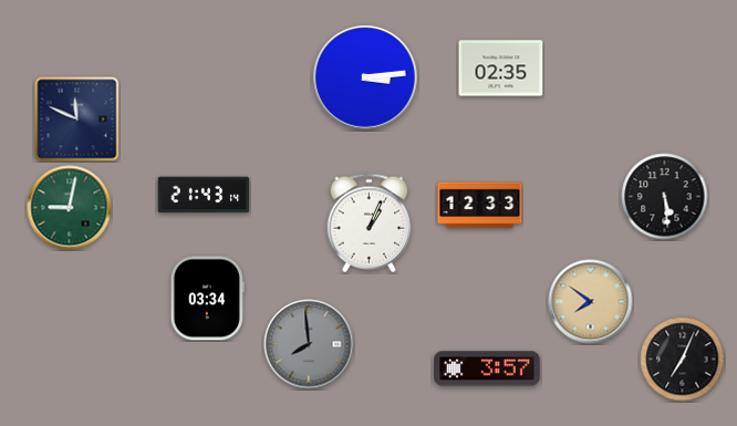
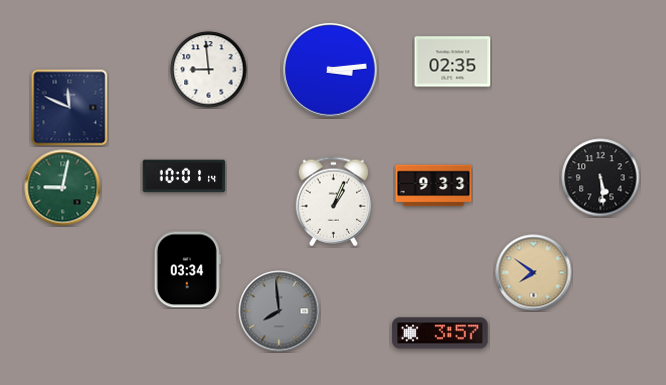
clock at (209, 70): none -> 8:59
clock at (204, 195): 21:43 -> 10:01
clock at (480, 206): 12:33 -> 9:33
clock at (683, 360): 7:04 -> none
